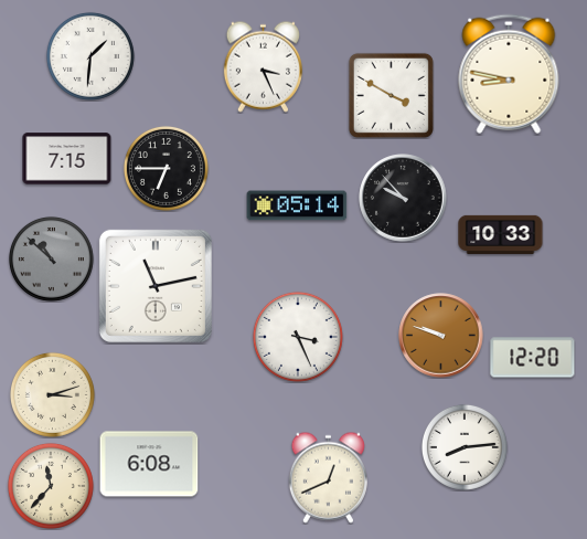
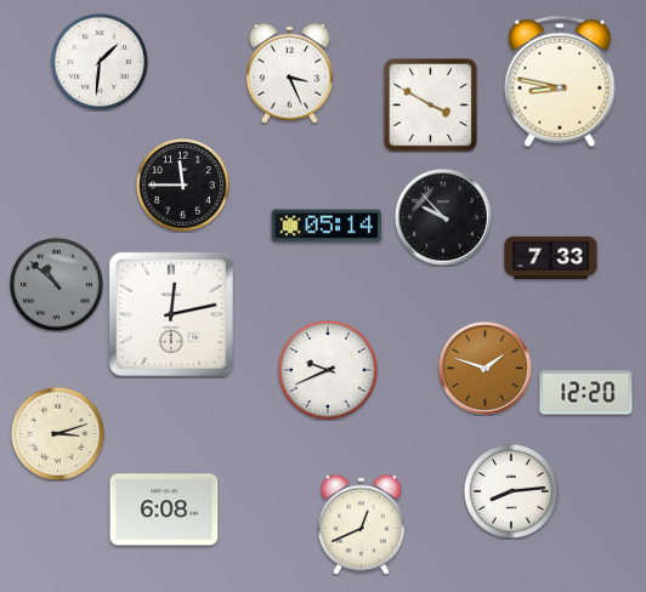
clock at (67, 159): 7:15 -> none
clock at (166, 168): 6:45 -> 11:45
clock at (501, 234): 10:33 -> 7:33
clock at (156, 286): 11:13 -> 12:13
clock at (441, 336): 9:48 -> 1:48
clock at (298, 337): 3:26 -> 9:41
clock at (51, 486): 11:37 -> none
